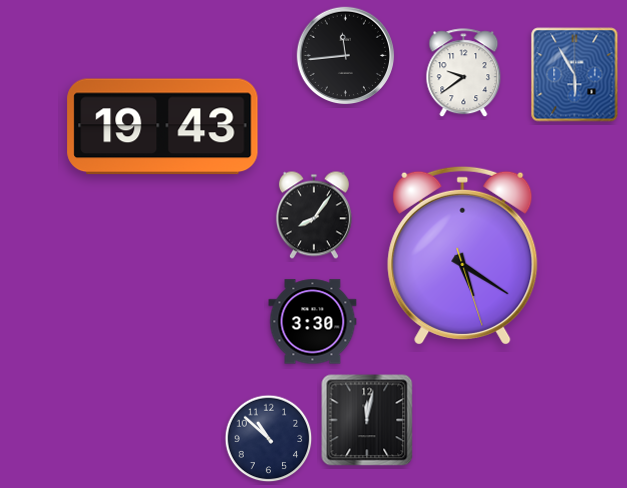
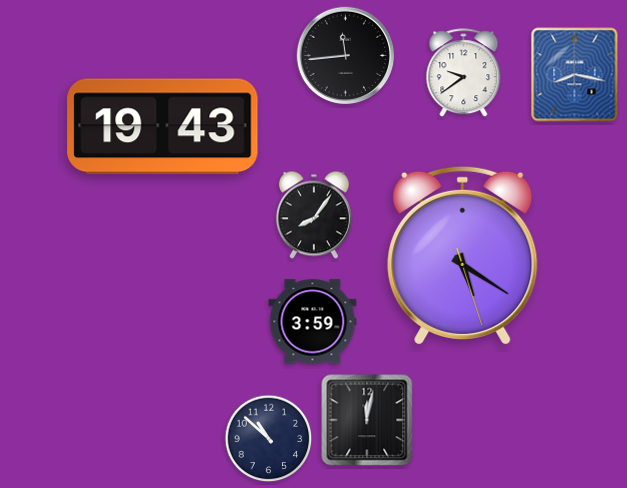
clock at (575, 75): 5:55 -> 8:17
clock at (313, 322): 3:30 -> 3:59
